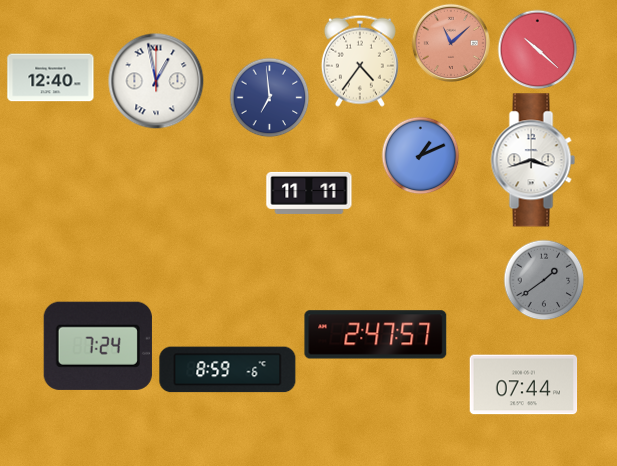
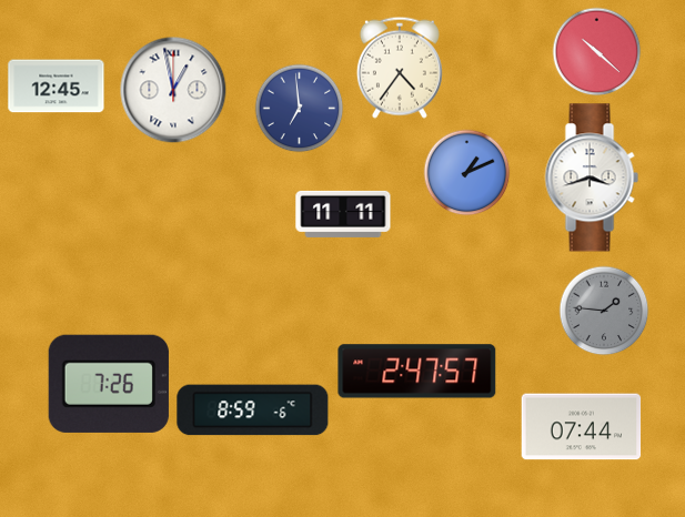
clock at (450, 42): 11:08 -> none
clock at (537, 49) position: (537, 49) -> (596, 51)
clock at (51, 78): 12:40 -> 12:45
clock at (544, 280): 1:39 -> 1:46
clock at (98, 346): 7:24 -> 7:26
